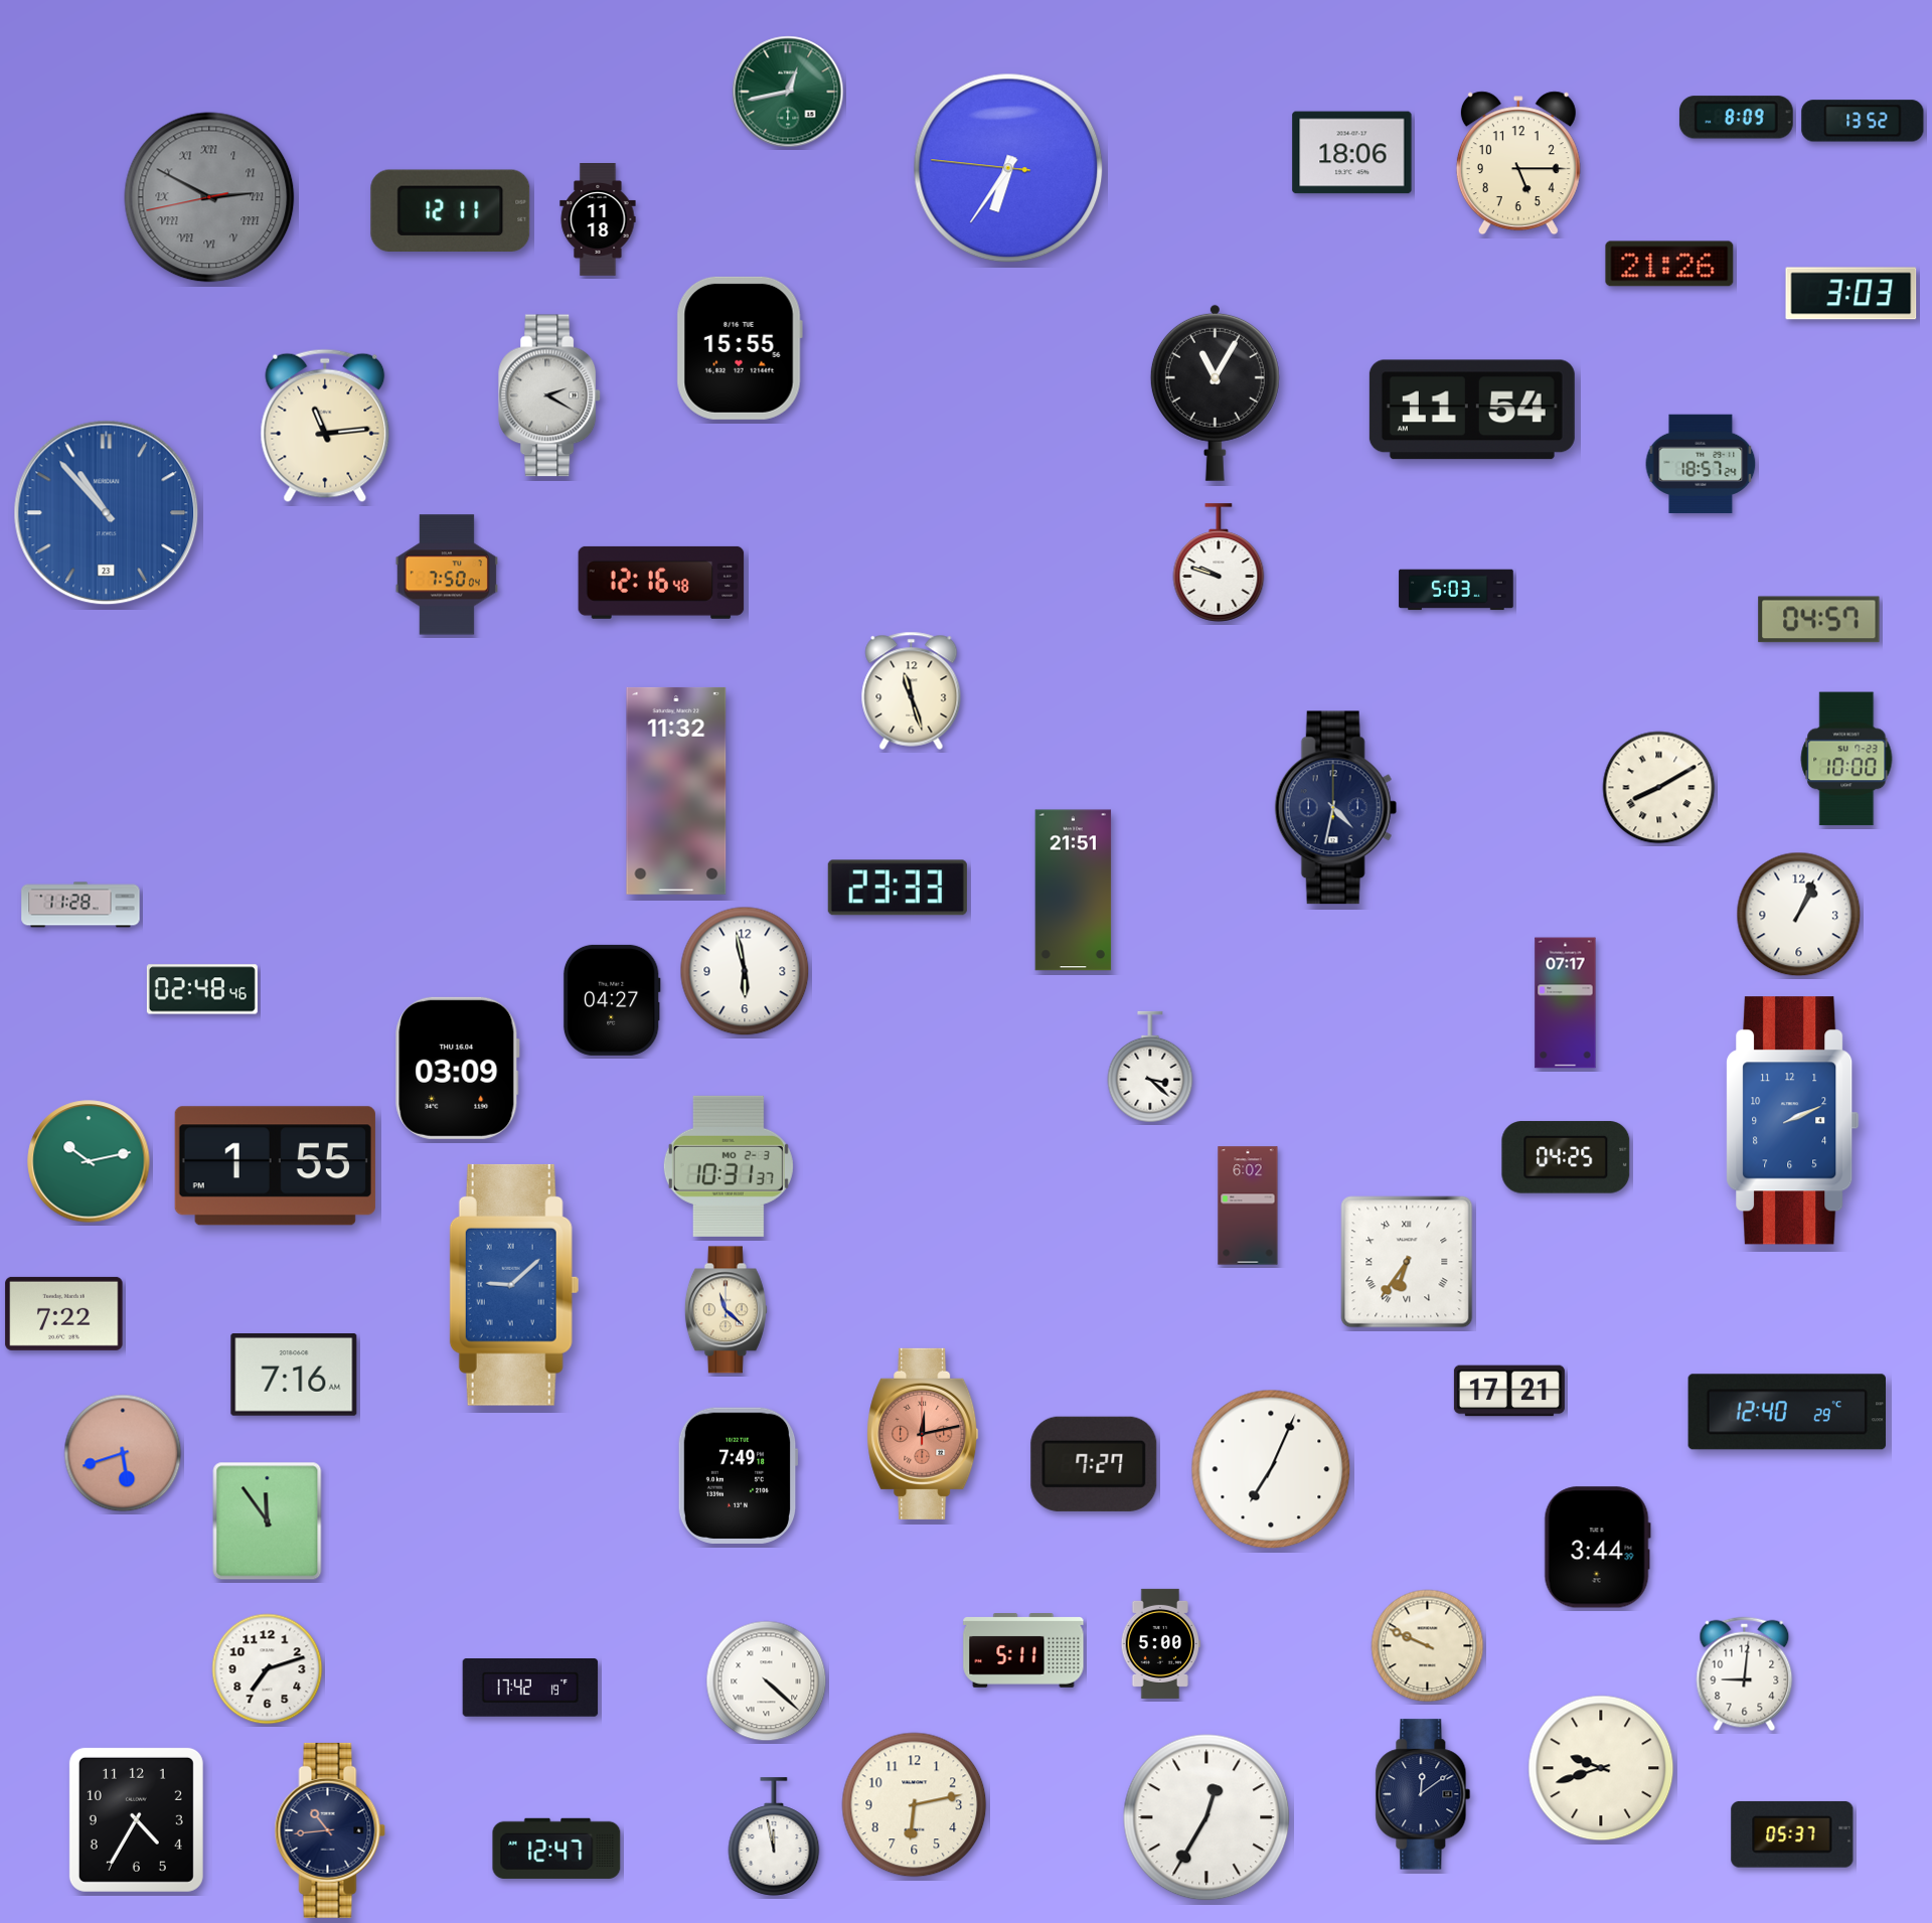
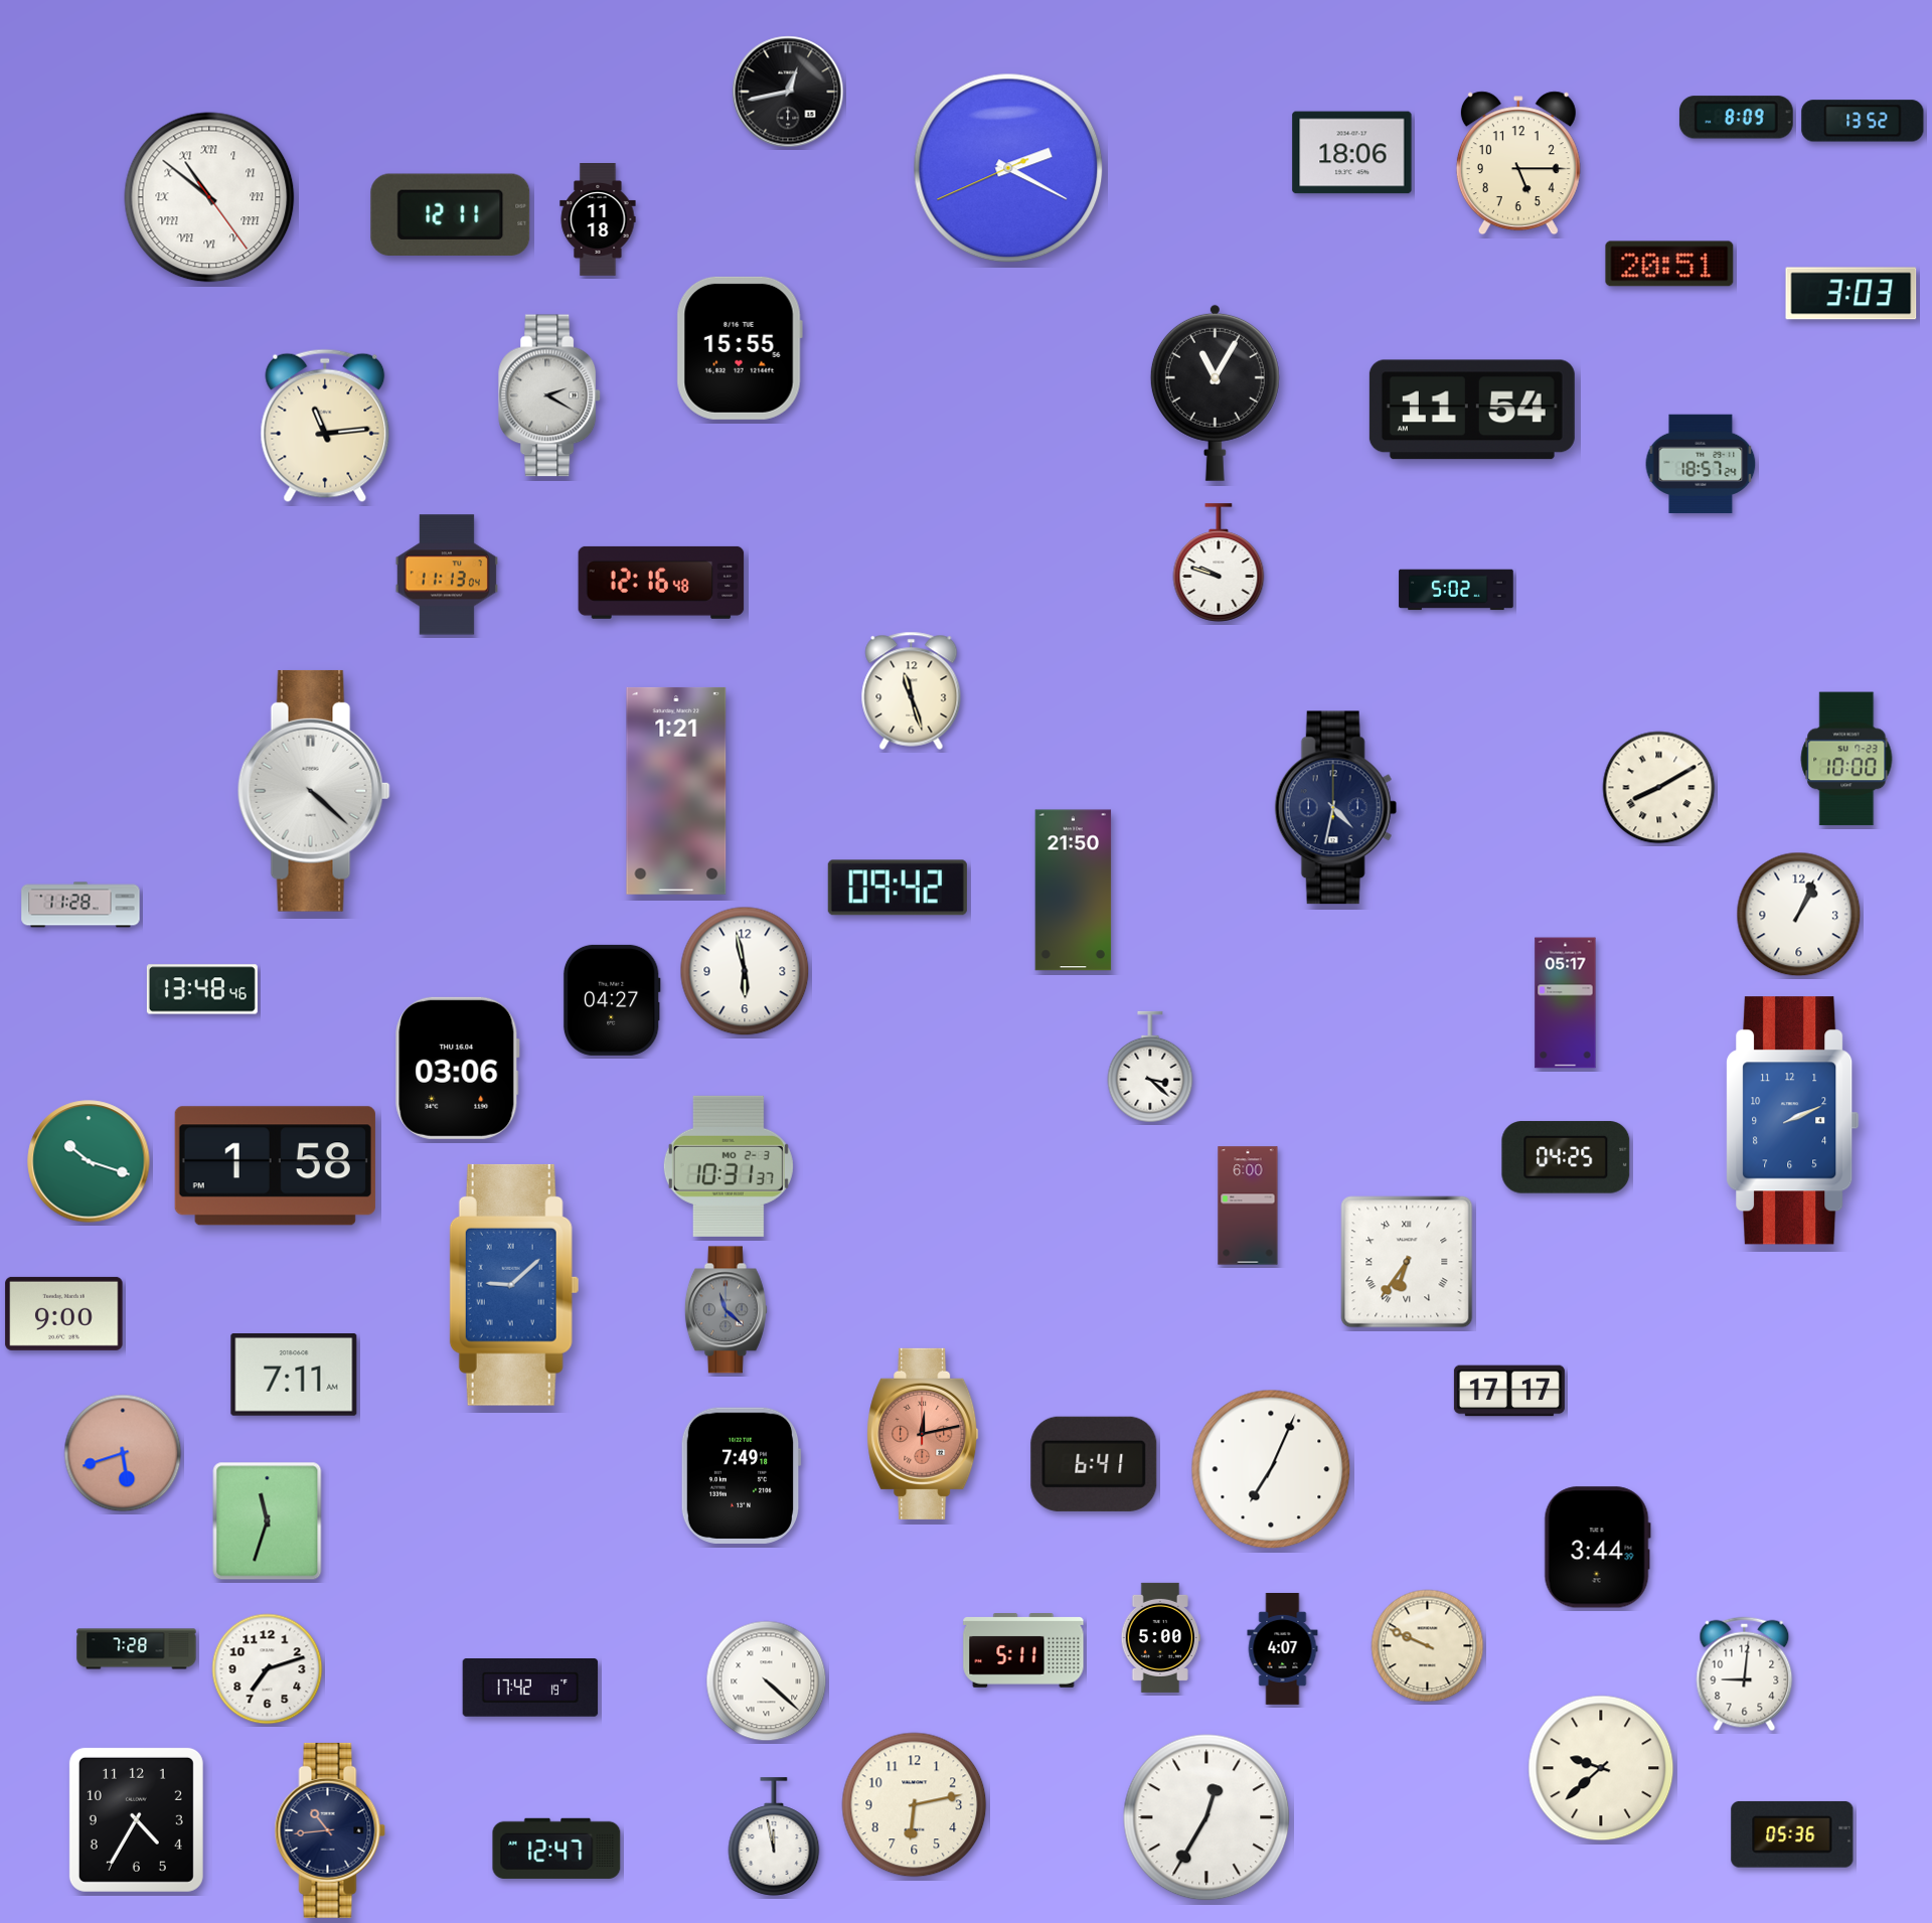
clock at (788, 92) dial: green -> black
clock at (1008, 168): 6:35 -> 2:19
clock at (209, 197): 2:49 -> 10:51
clock at (209, 197) dial: grey -> white
clock at (451, 210) position: (451, 210) -> (451, 214)
clock at (1669, 264): 21:26 -> 20:51
clock at (107, 513): 10:53 -> none
clock at (447, 575): 7:50 -> 11:13
clock at (1456, 590): 5:03 -> 5:02
clock at (1819, 620): 04:57 -> none
clock at (314, 791): none -> 4:22
clock at (676, 791): 11:32 -> 1:21
clock at (898, 888): 23:33 -> 09:42
clock at (1074, 891): 21:51 -> 21:50
clock at (202, 989): 02:48 -> 13:48
clock at (1566, 1003): 07:17 -> 05:17
clock at (458, 1068): 03:09 -> 03:06
clock at (89, 1161): 10:13 -> 10:18
clock at (275, 1166): 1:55 -> 1:58
clock at (1248, 1206): 6:02 -> 6:00
clock at (726, 1310) dial: cream -> grey
clock at (64, 1313): 7:22 -> 9:00
clock at (294, 1376): 7:16 -> 7:11
clock at (1509, 1391): 17:21 -> 17:17
clock at (1786, 1412): 12:40 -> none
clock at (1094, 1464): 7:27 -> 6:41
clock at (738, 1475) position: (738, 1475) -> (741, 1475)
clock at (268, 1521): 11:54 -> 11:33
clock at (1160, 1643) position: (1160, 1643) -> (1160, 1637)
clock at (1283, 1648): none -> 4:07
clock at (137, 1649): none -> 7:28
clock at (1601, 1768): 9:42 -> 9:38
clock at (1423, 1794): 12:09 -> none
clock at (1792, 1834): 05:37 -> 05:36
